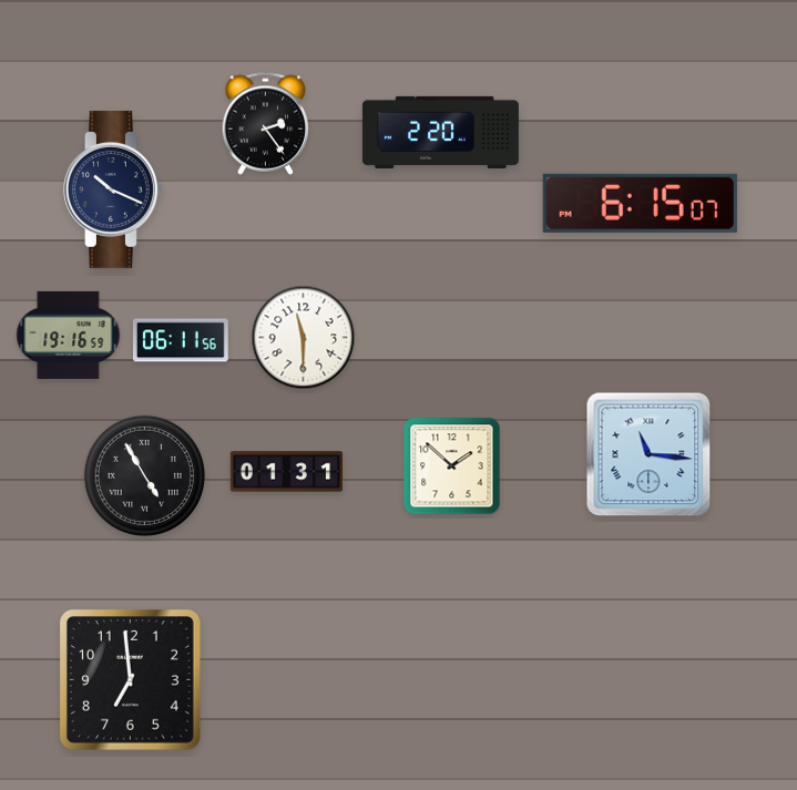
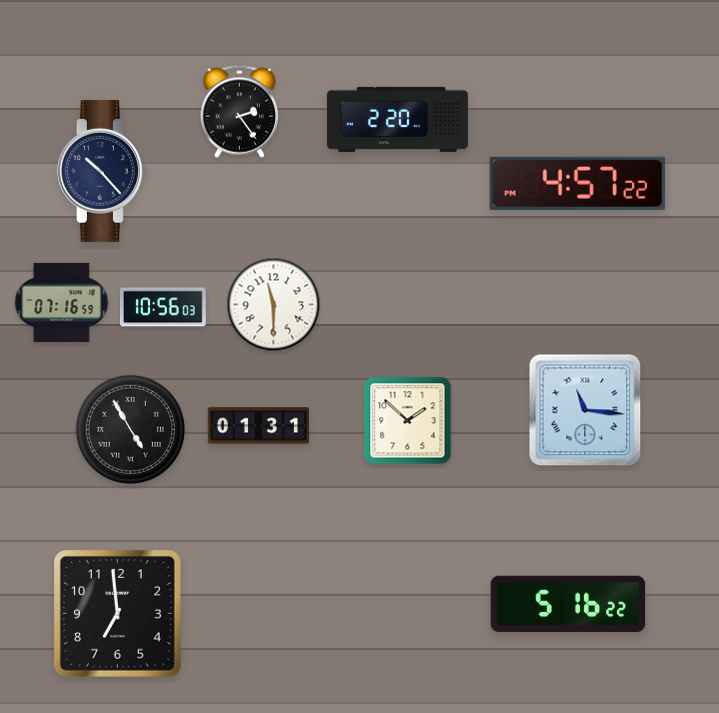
clock at (113, 189): 10:19 -> 10:23
clock at (640, 203): 6:15 -> 4:57
clock at (69, 335): 19:16 -> 07:16
clock at (181, 340): 06:11 -> 10:56
clock at (568, 604): none -> 5:16
